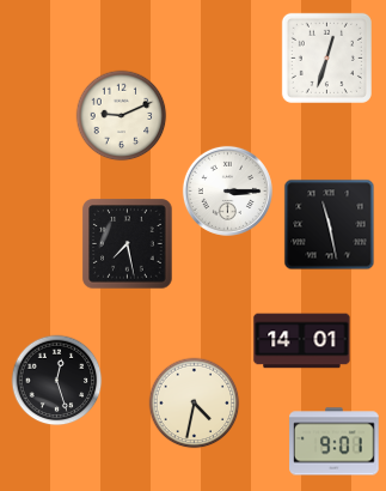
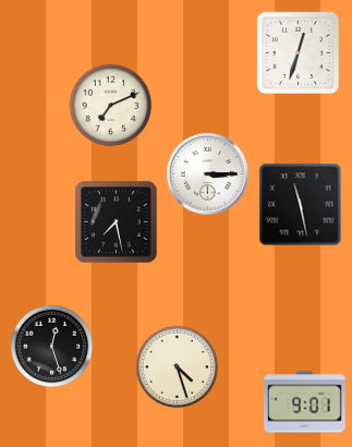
clock at (122, 116): 9:11 -> 7:11
clock at (302, 341): 14:01 -> none
clock at (195, 404): 4:32 -> 4:27
